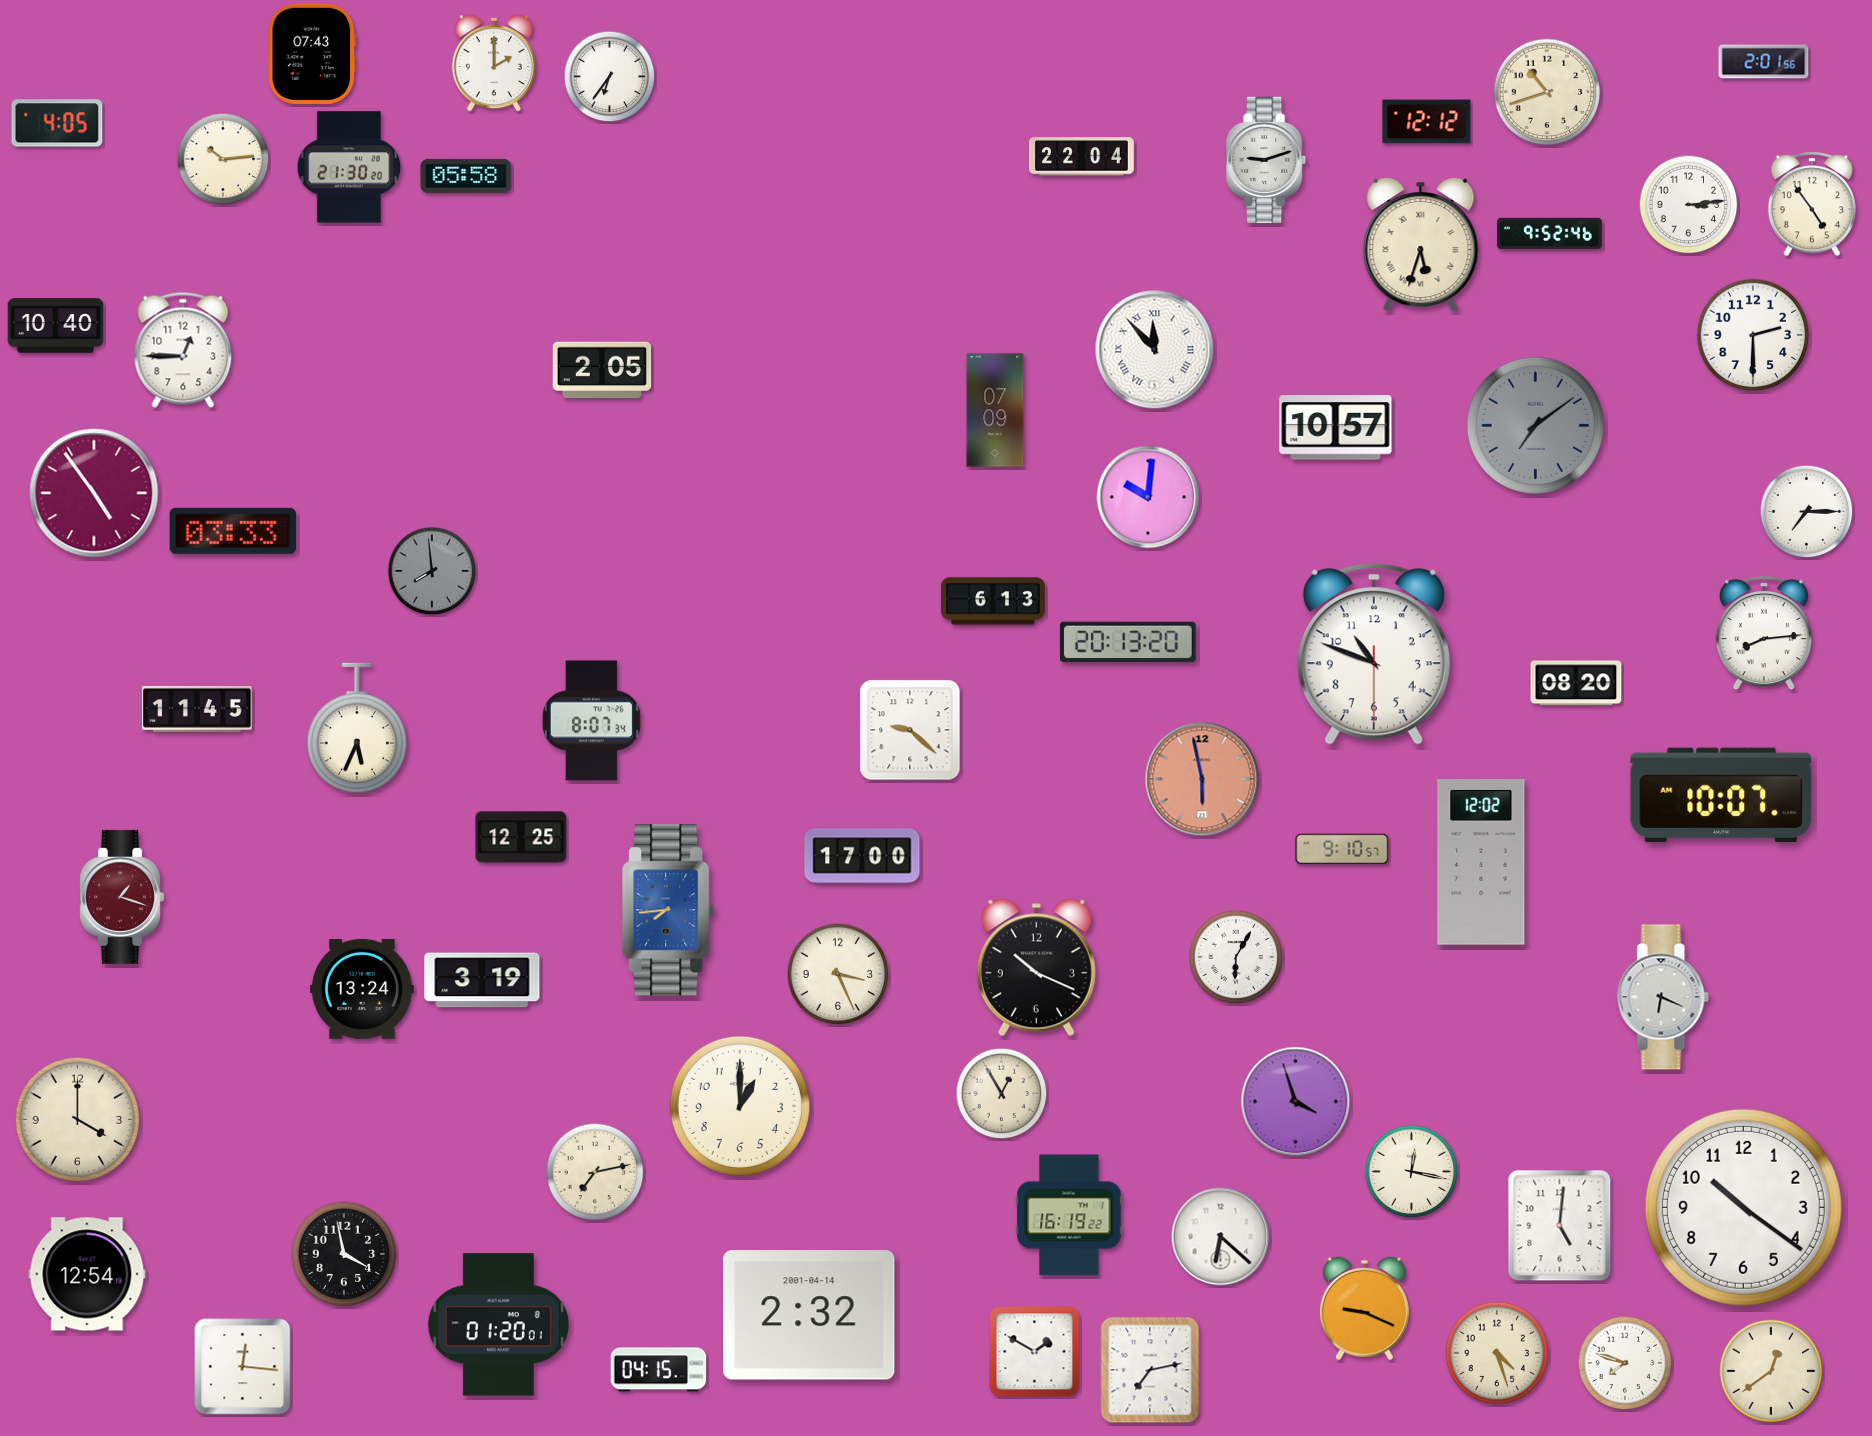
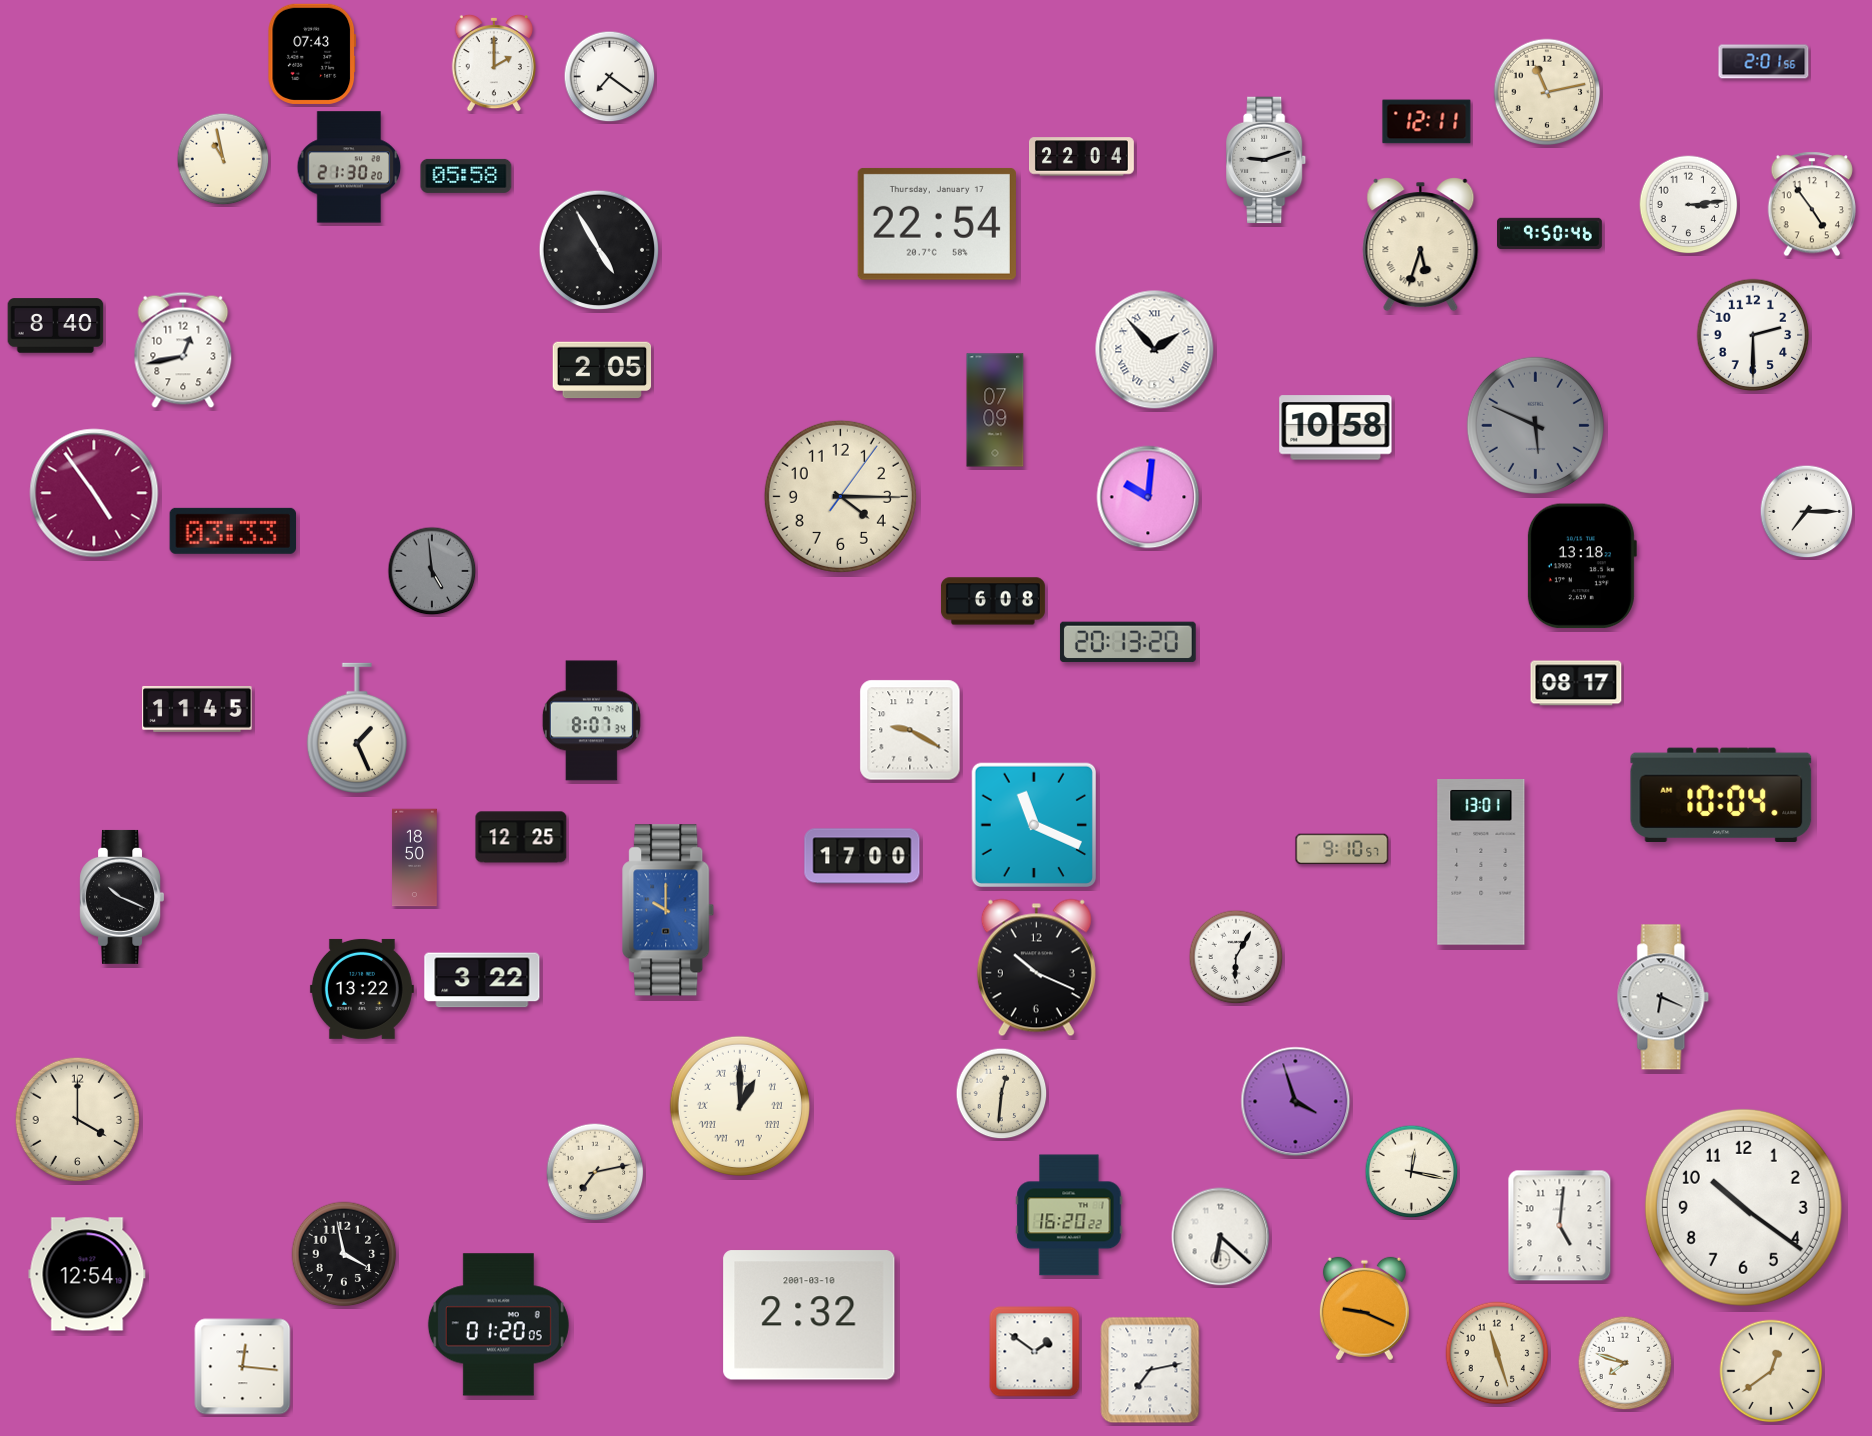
clock at (610, 77): 6:36 -> 7:21
clock at (1547, 92): 10:42 -> 11:13
clock at (1427, 122): 12:12 -> 12:11
clock at (57, 123): 4:05 -> none
clock at (223, 159): 10:14 -> 10:58
clock at (937, 224): none -> 22:54
clock at (1550, 234): 9:52 -> 9:50
clock at (599, 250): none -> 4:55
clock at (56, 326): 10:40 -> 8:40
clock at (183, 350): 12:45 -> 12:43
clock at (1155, 350): 11:53 -> 1:53
clock at (1535, 425): 7:09 -> 5:49
clock at (1336, 428): 10:57 -> 10:58
clock at (840, 496): none -> 4:15
clock at (1581, 566): none -> 13:18
clock at (432, 571): 7:59 -> 4:59
clock at (993, 601): 6:13 -> 6:08
clock at (1764, 633): 8:14 -> none
clock at (1374, 654): 10:48 -> none
clock at (1576, 683): 08:20 -> 08:17
clock at (357, 727): 5:34 -> 1:26
clock at (910, 730): 9:22 -> 9:20
clock at (1202, 779): 5:58 -> none
clock at (1721, 794): 10:07 -> 10:04
clock at (1033, 824): none -> 11:19
clock at (415, 858): none -> 18:50
clock at (1481, 863): 12:02 -> 13:01
clock at (121, 897): 1:18 -> 10:19
clock at (121, 897) dial: burgundy -> black
clock at (669, 910): 7:44 -> 10:00
clock at (838, 974): 3:26 -> none
clock at (482, 980): 3:19 -> 3:22
clock at (362, 989): 13:24 -> 13:22
clock at (1002, 1094): 12:55 -> 12:31
clock at (740, 1106) numerals: Arabic -> Roman
clock at (1069, 1215): 16:19 -> 16:20
clock at (809, 1315) date: 2001-04-14 -> 2001-03-10
clock at (498, 1325): 01:20:01 -> 01:20:05
clock at (1035, 1352): 1:50 -> 1:51
clock at (1497, 1353): 4:27 -> 11:27
clock at (659, 1370): 04:15 -> none
